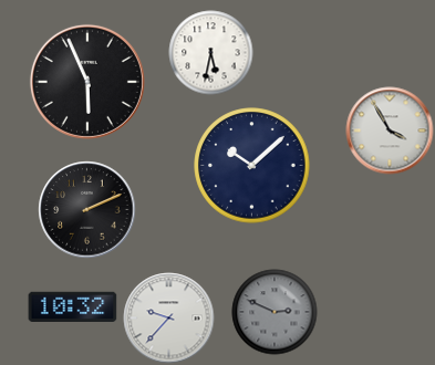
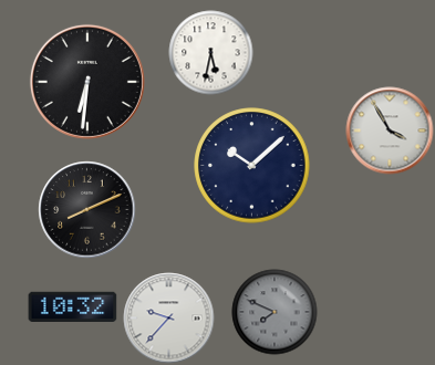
clock at (87, 82): 5:56 -> 6:31
clock at (87, 210): 2:11 -> 8:11
clock at (275, 312): 2:49 -> 7:49
